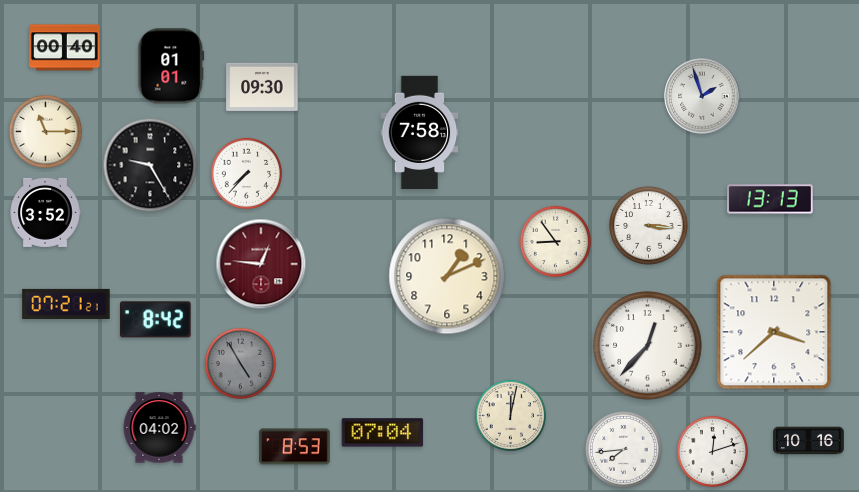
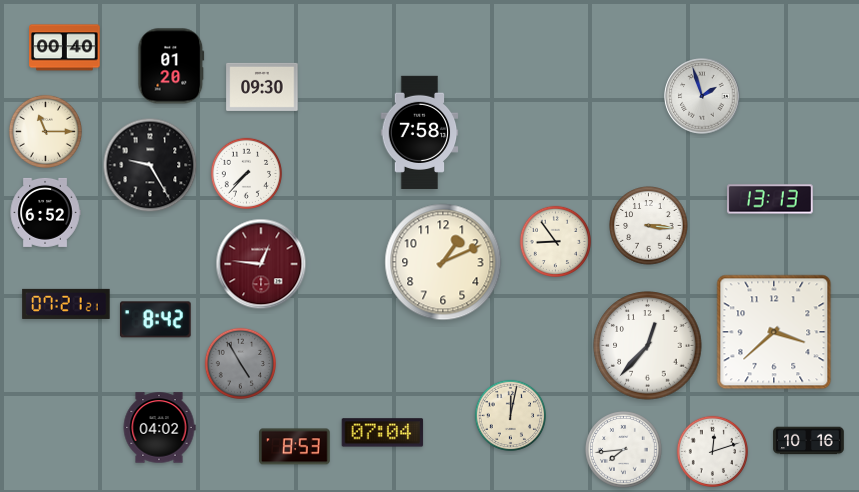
clock at (171, 66): 01:01 -> 01:20
clock at (45, 212): 3:52 -> 6:52
clock at (447, 276) position: (447, 276) -> (443, 262)
